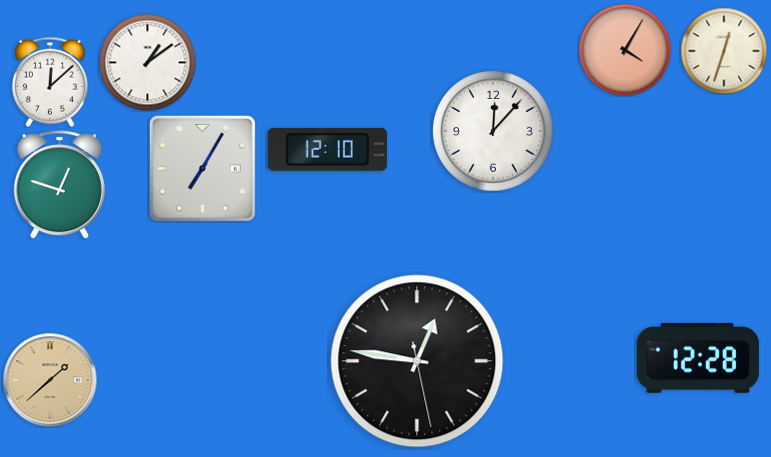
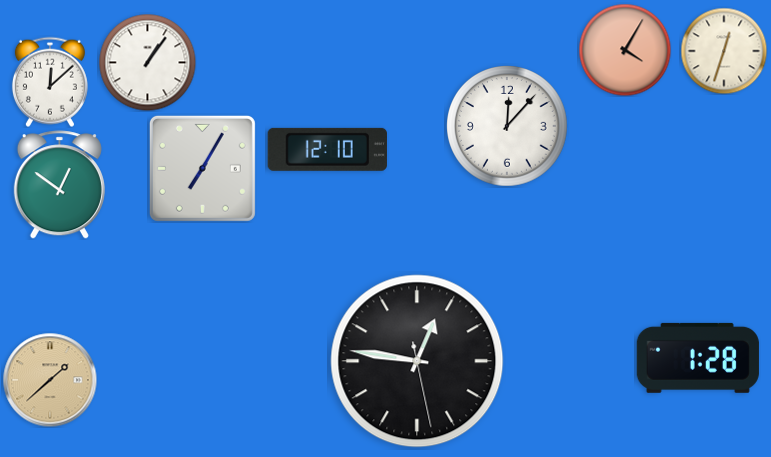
clock at (147, 62): 1:09 -> 1:06
clock at (494, 132) position: (494, 132) -> (508, 127)
clock at (59, 185): 12:48 -> 12:51
clock at (698, 358): 12:28 -> 1:28
